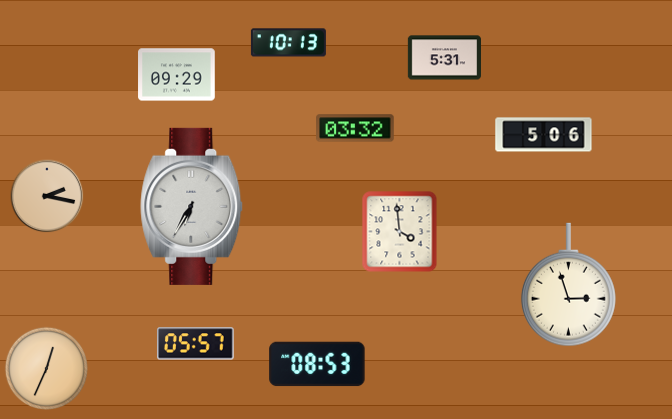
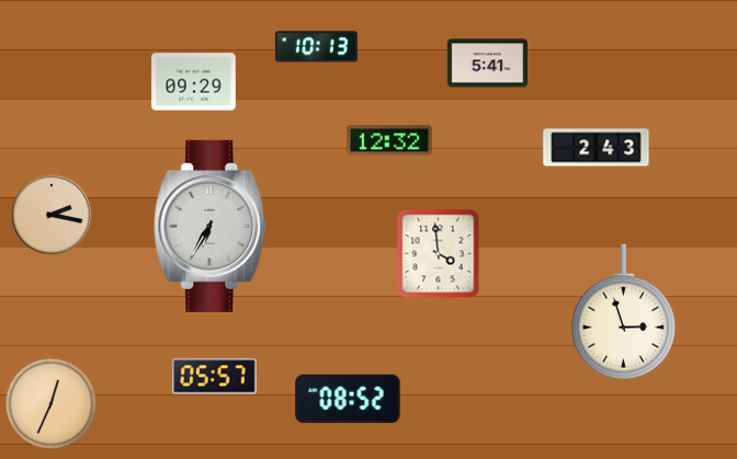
clock at (444, 58): 5:31 -> 5:41
clock at (355, 128): 03:32 -> 12:32
clock at (544, 135): 5:06 -> 2:43
clock at (317, 364): 08:53 -> 08:52
